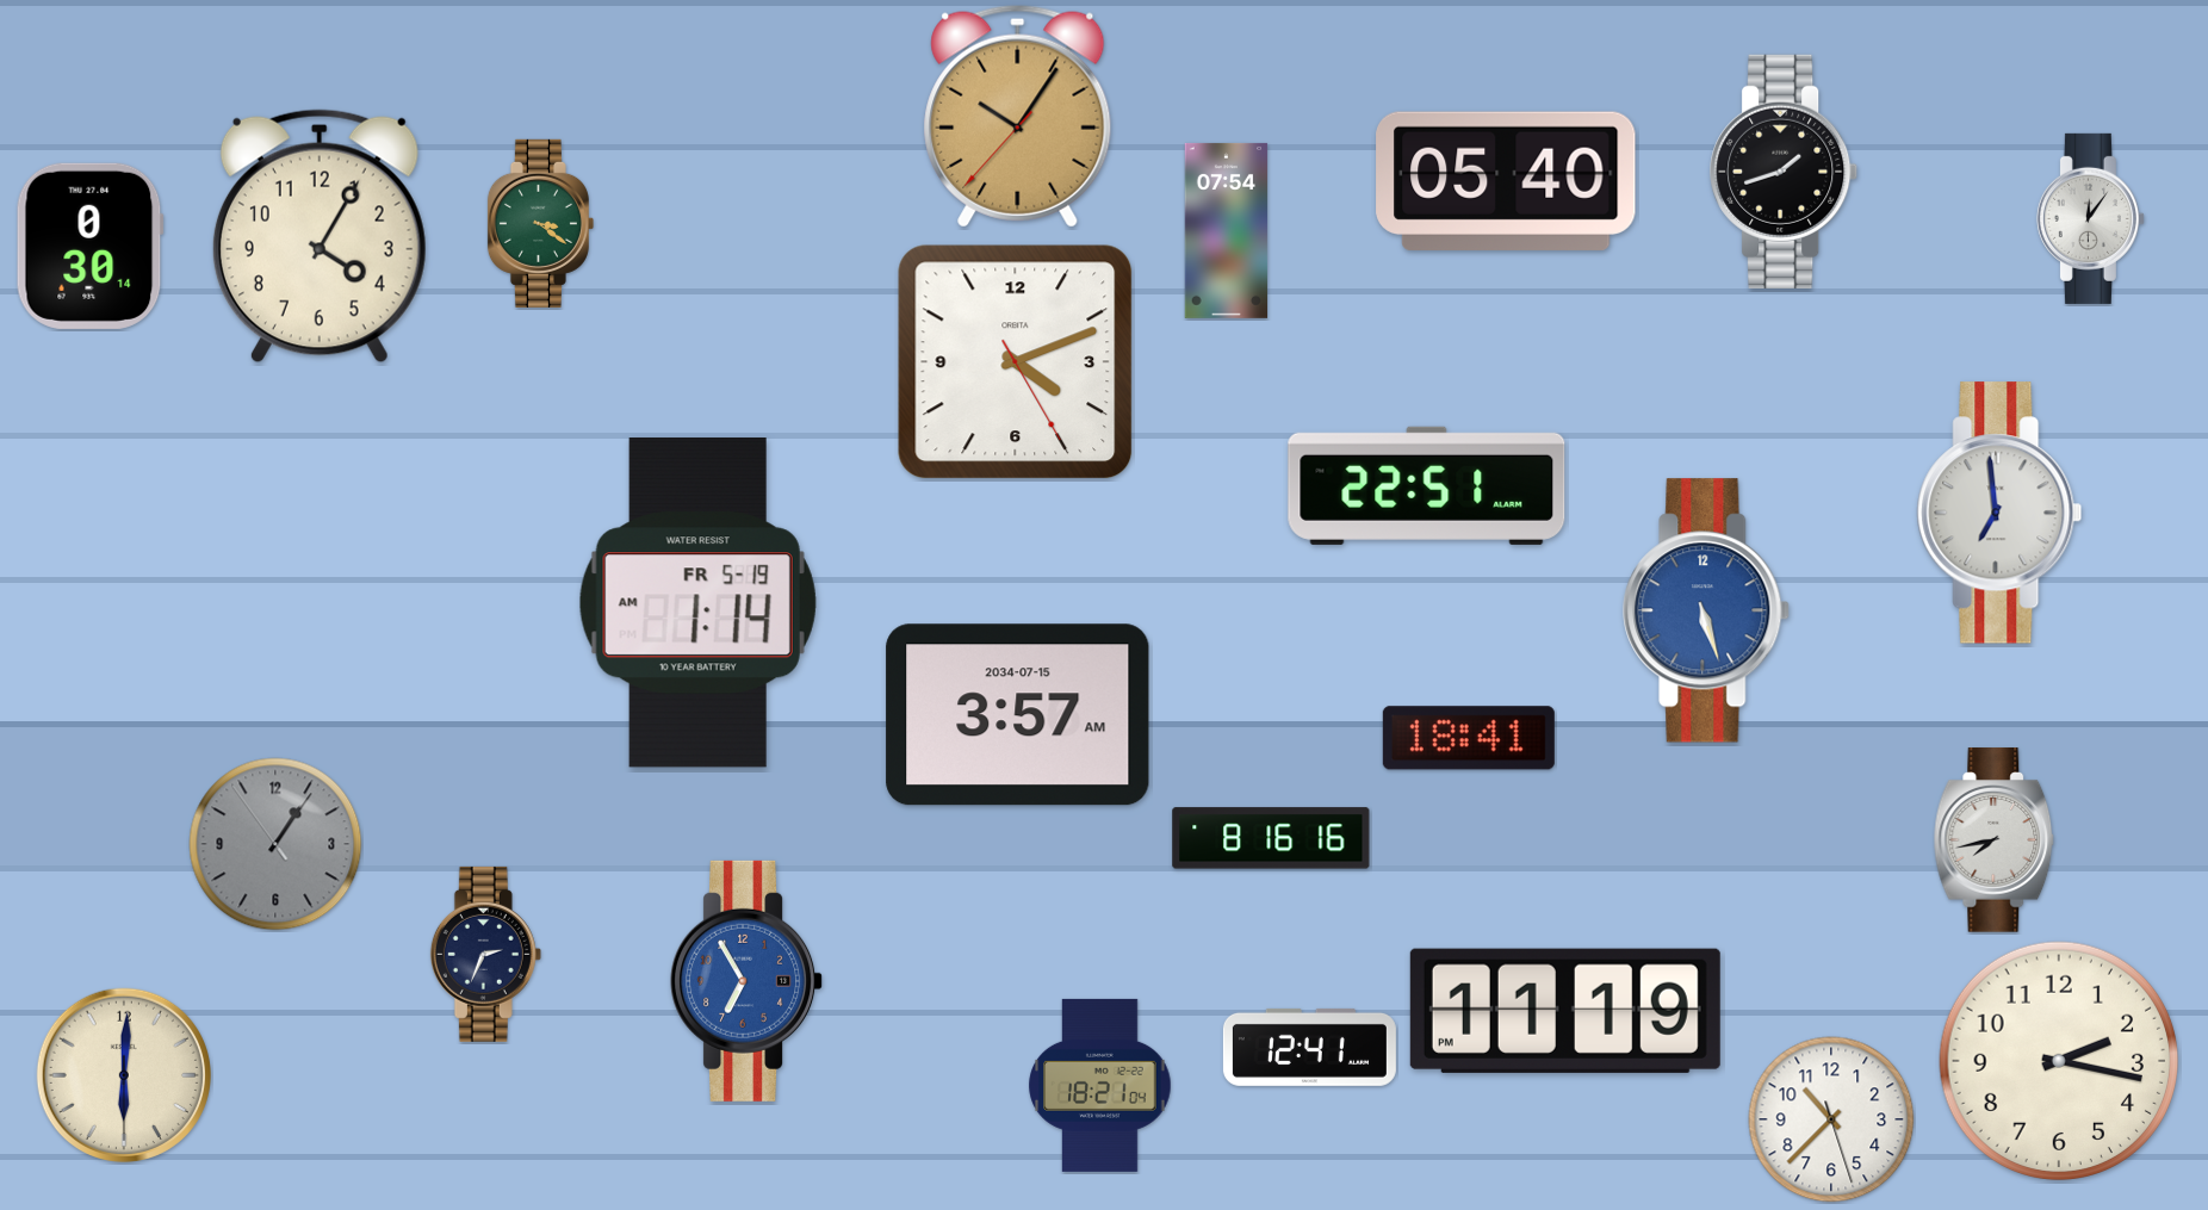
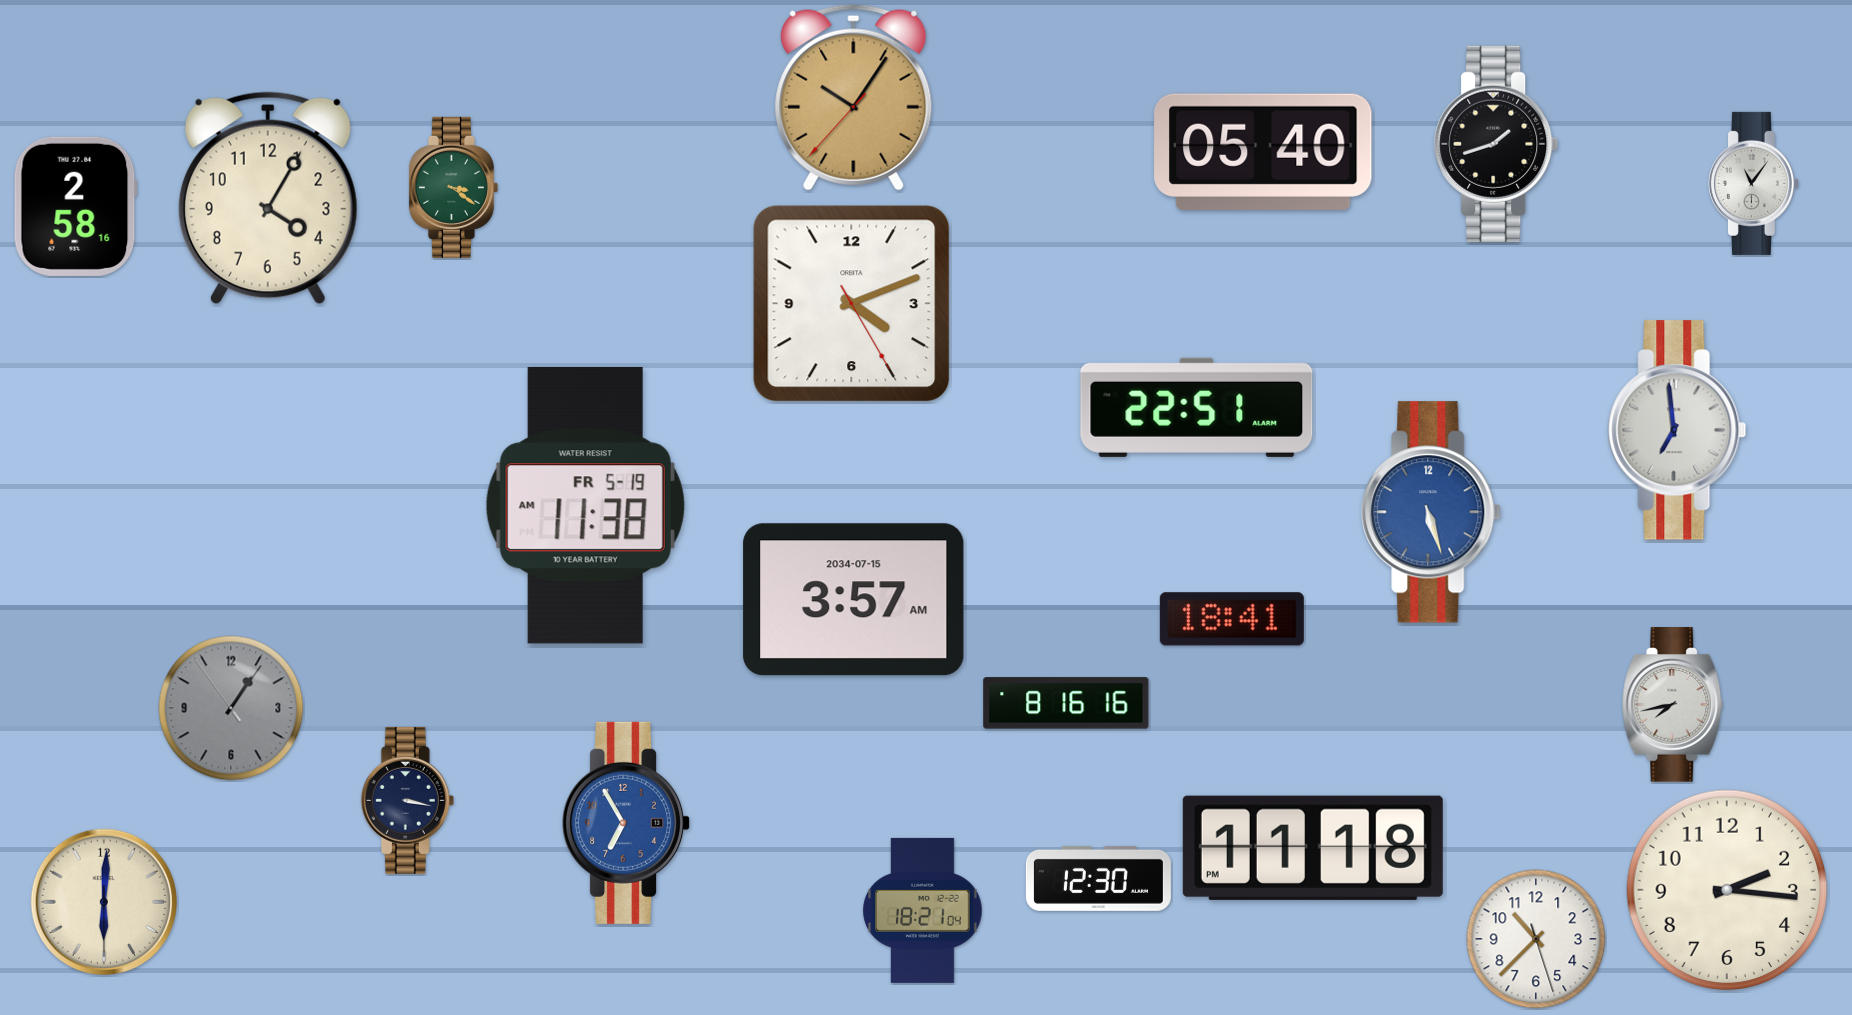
clock at (2090, 218): 12:06 -> 11:06
clock at (1227, 230): 07:54 -> none
clock at (89, 246): 0:30 -> 2:58
clock at (697, 603): 1:14 -> 11:38
clock at (485, 954): 2:34 -> 3:17
clock at (1565, 1011): 11:19 -> 11:18
clock at (1309, 1047): 12:41 -> 12:30
clock at (2059, 1061): 2:17 -> 2:16
